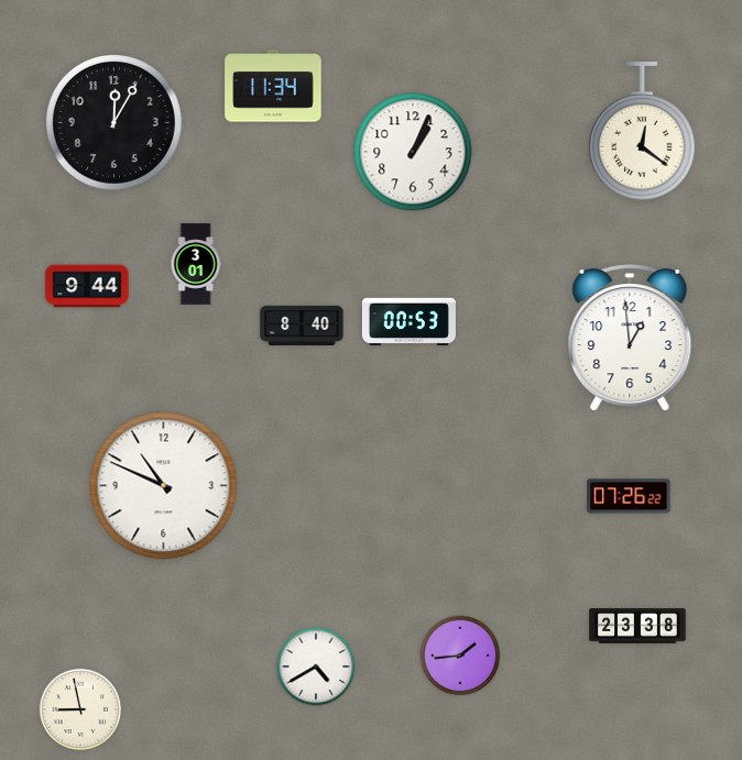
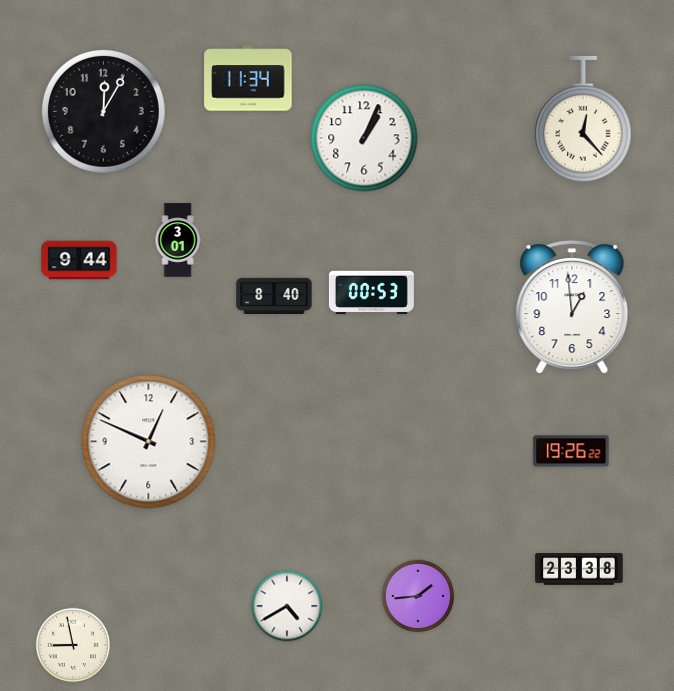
clock at (642, 132): 12:21 -> 12:23
clock at (413, 152) position: (413, 152) -> (364, 138)
clock at (164, 486): 10:49 -> 12:49
clock at (629, 496): 07:26 -> 19:26
